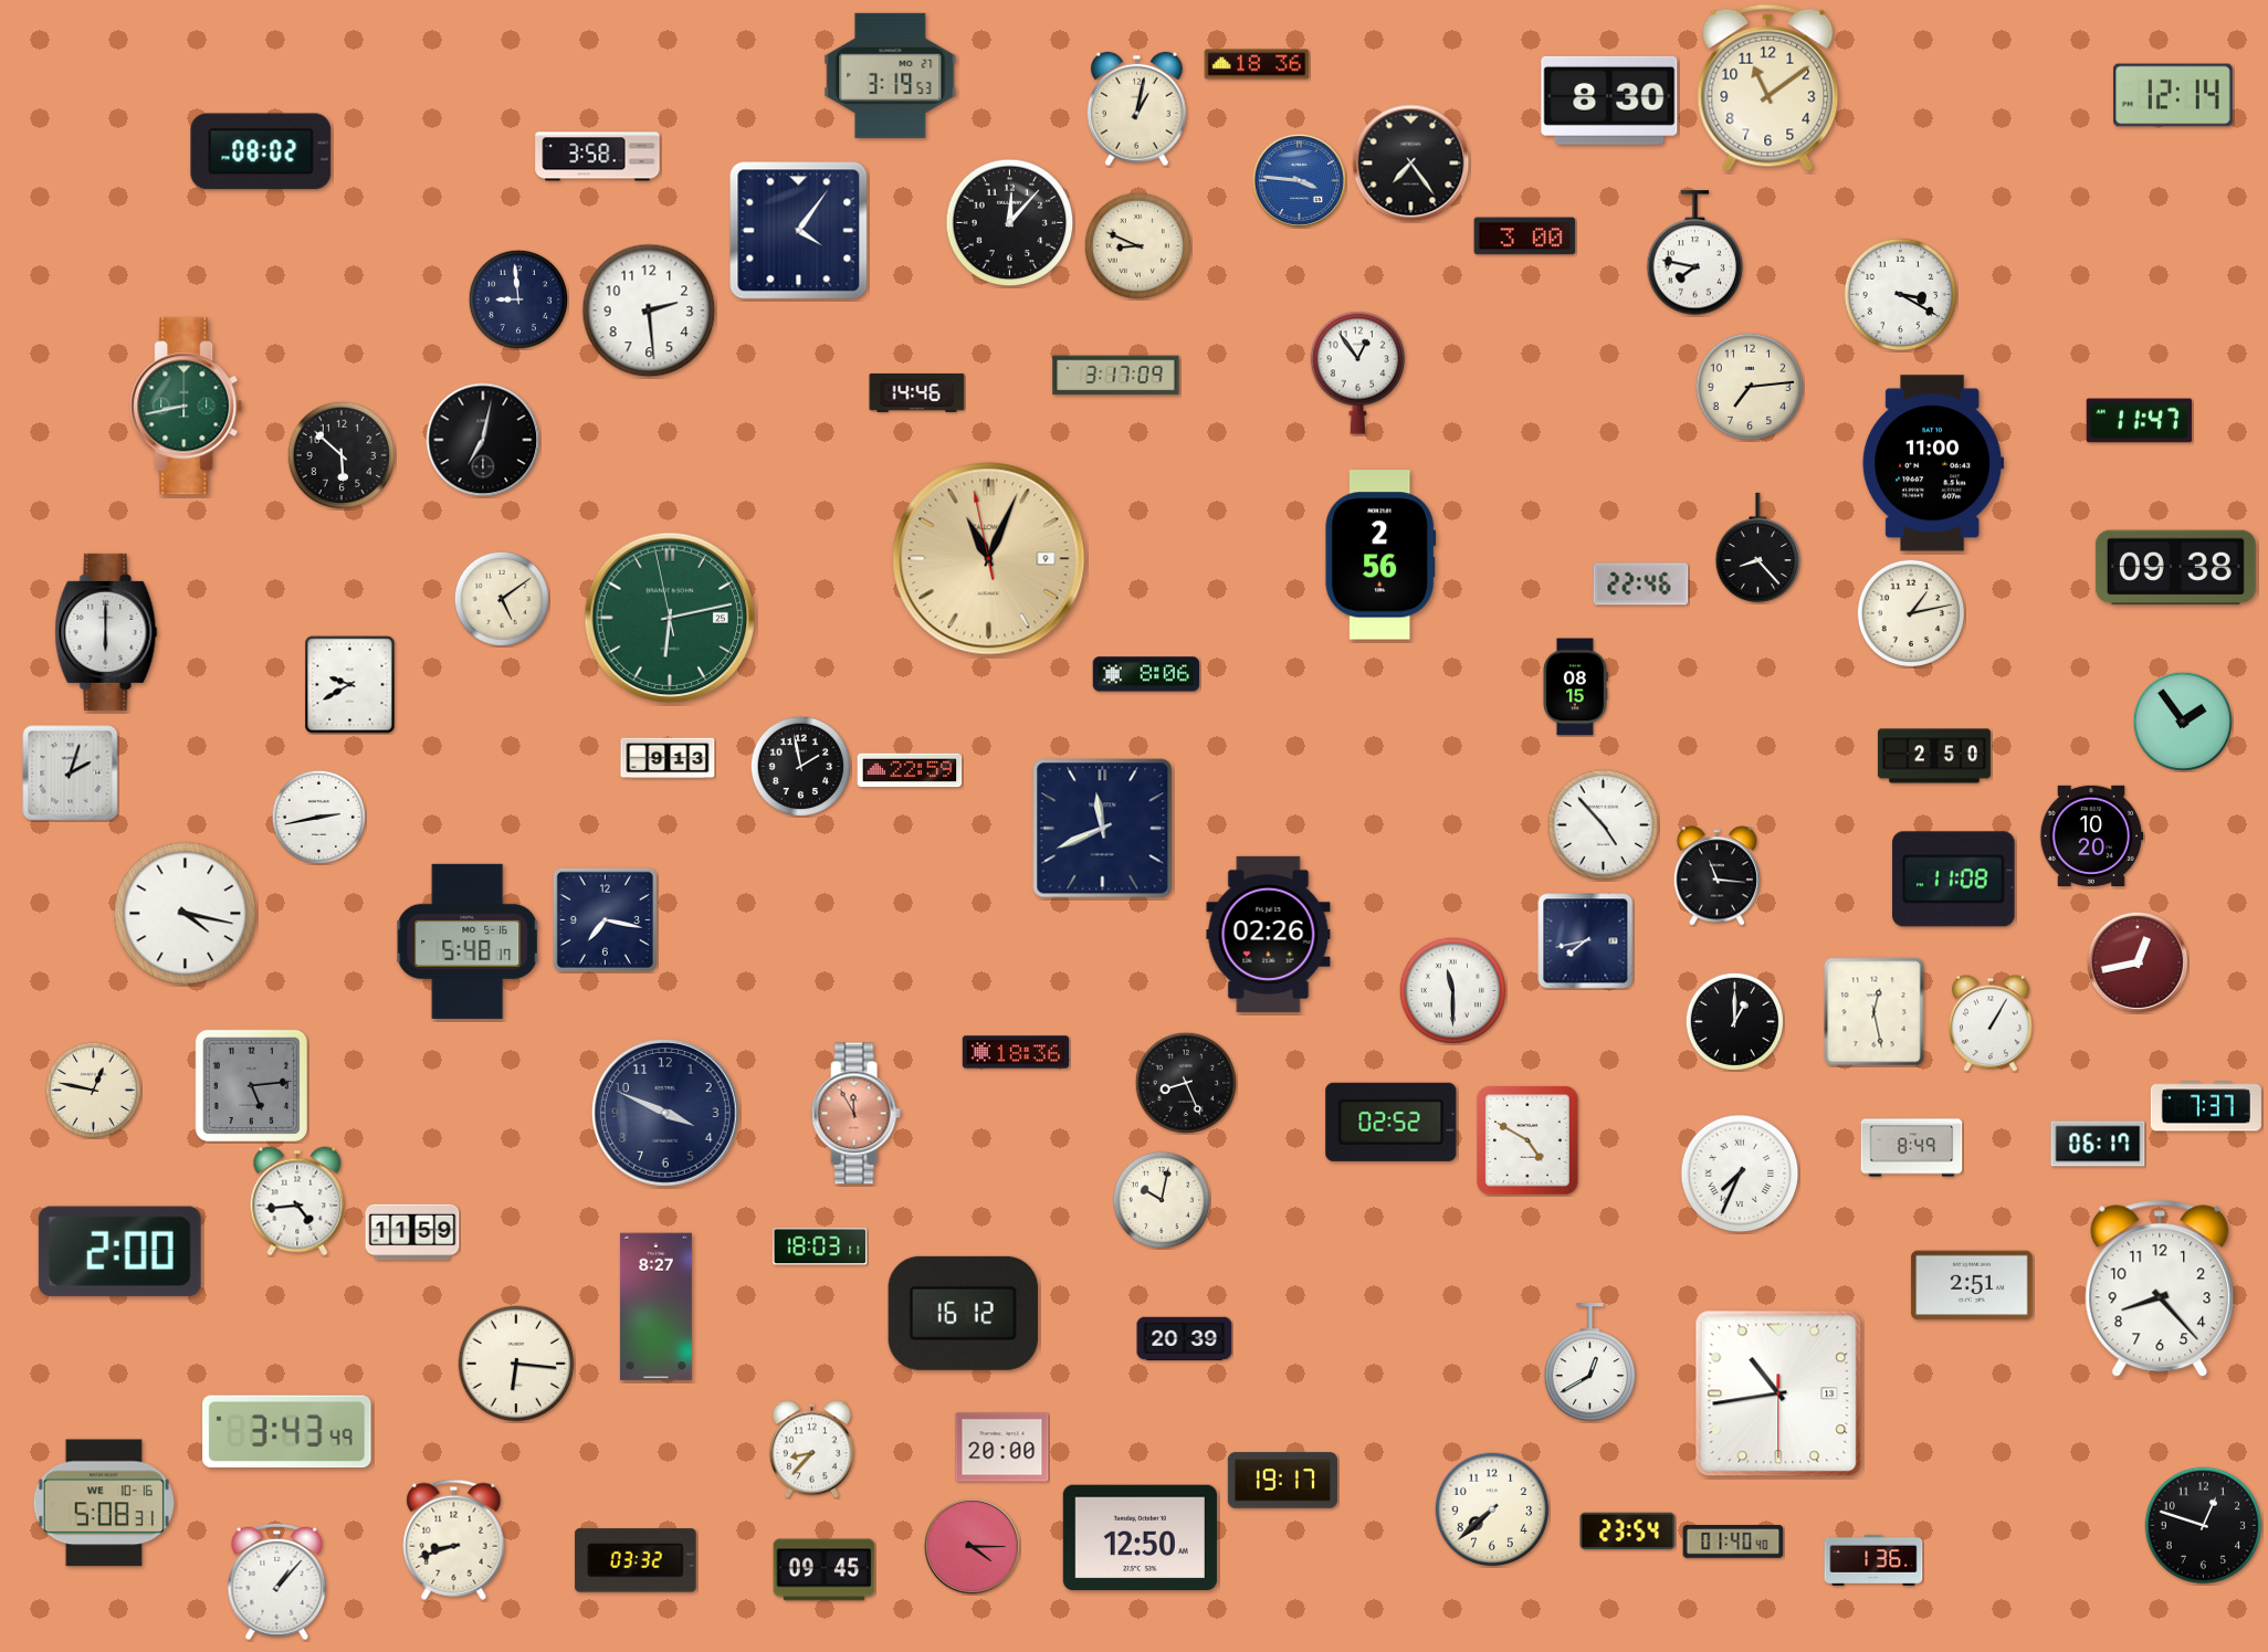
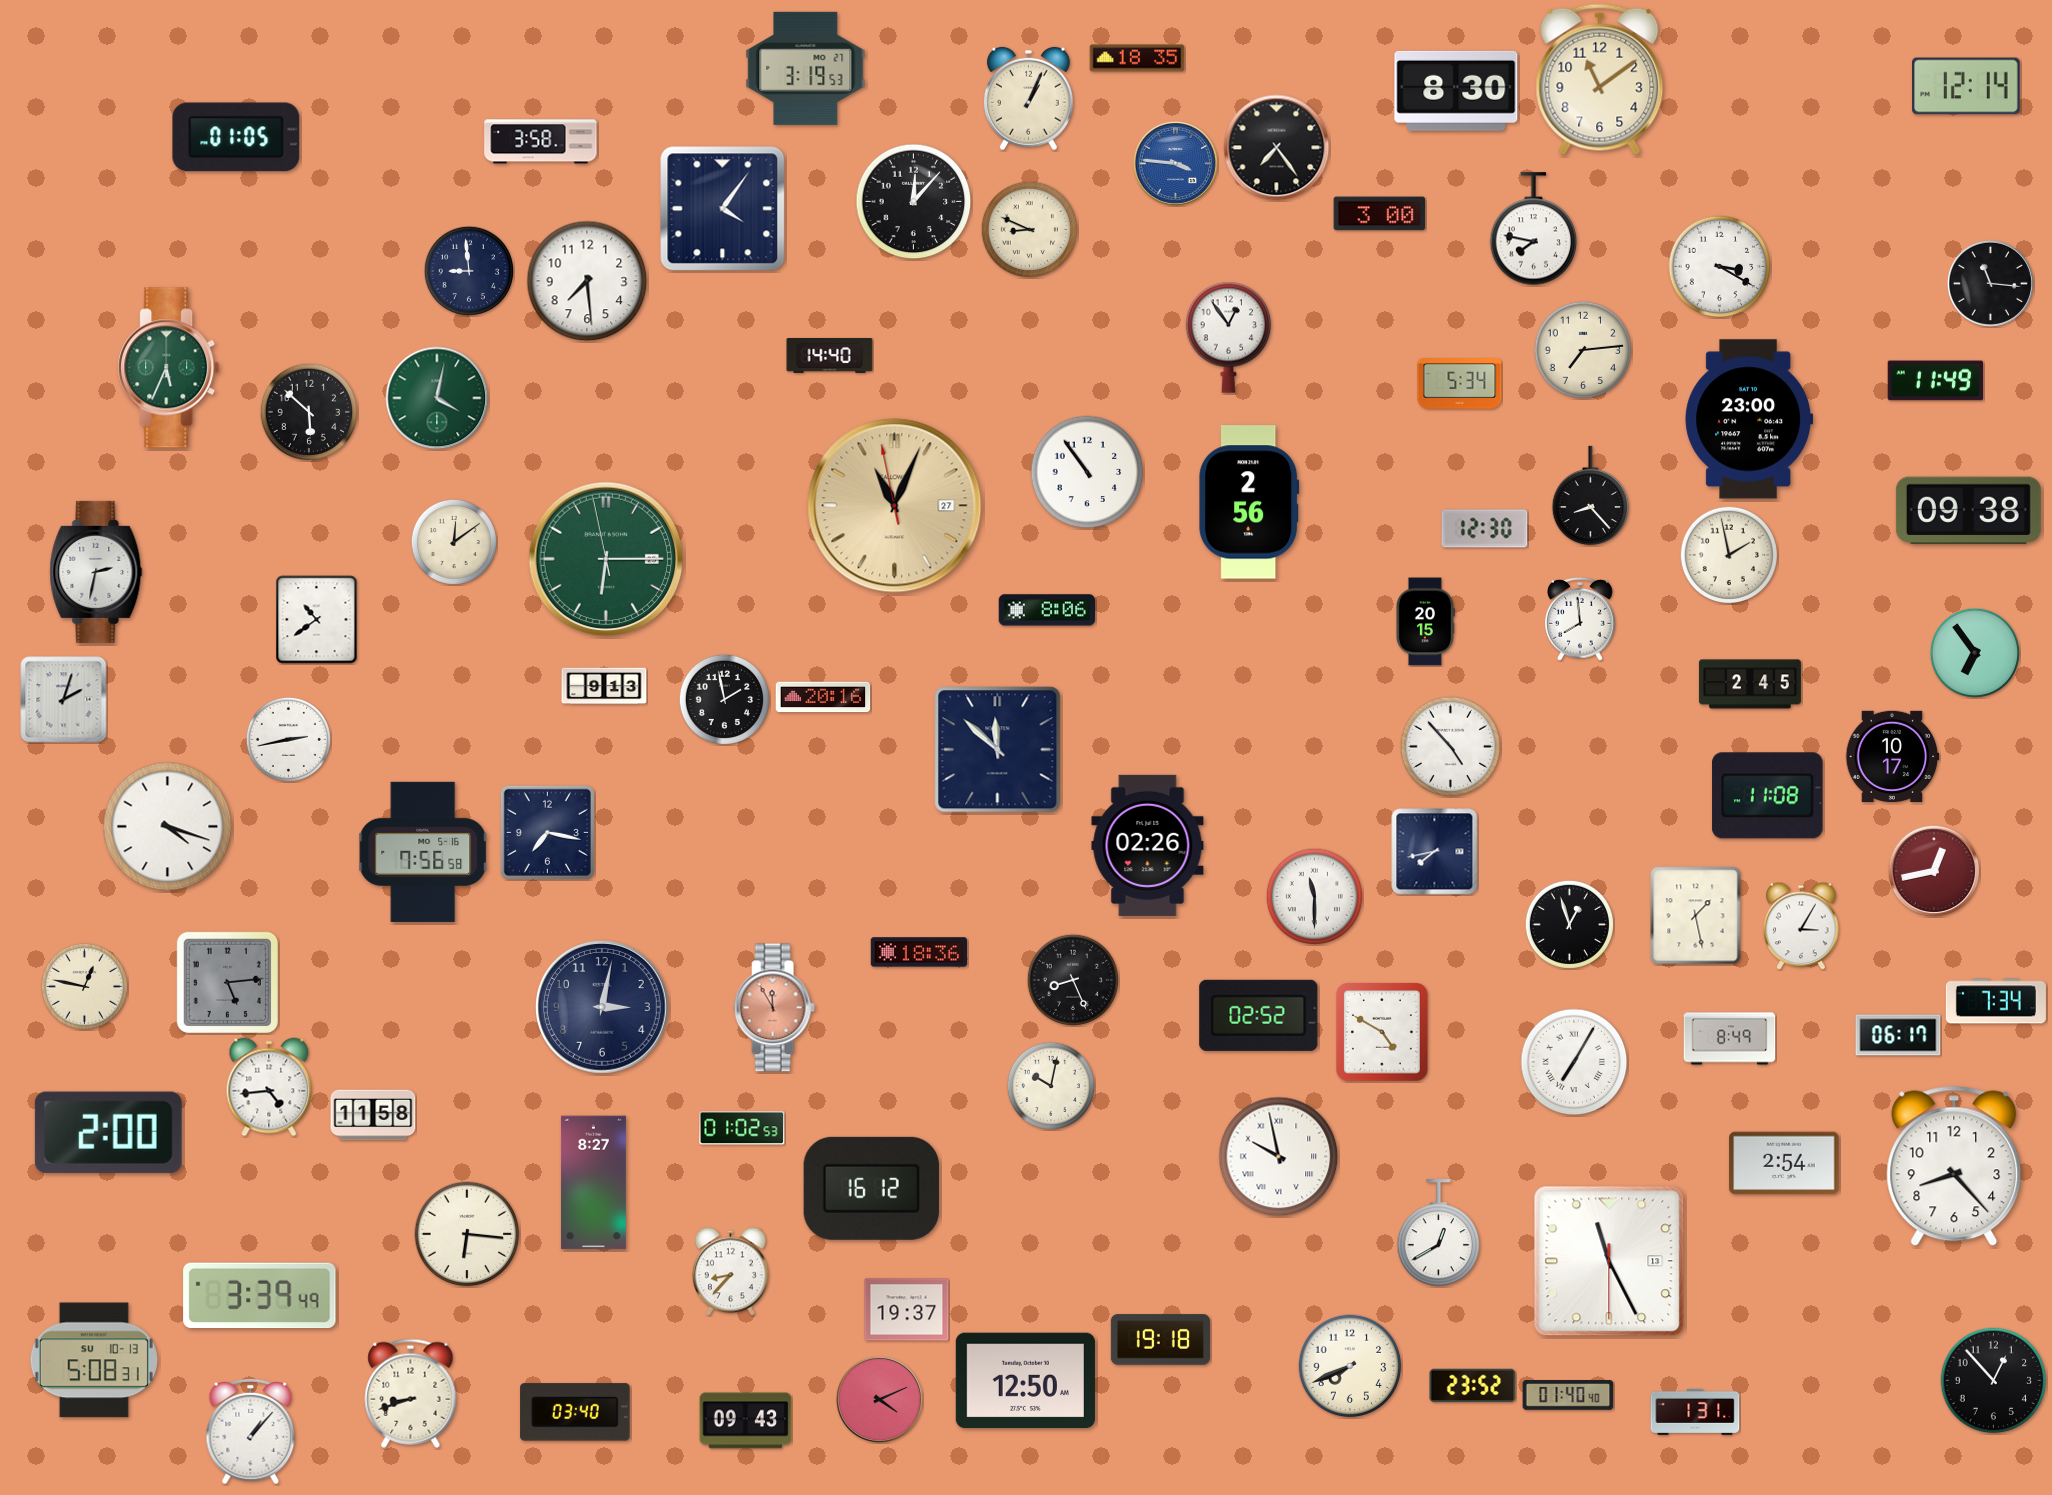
clock at (1257, 64): 18:36 -> 18:35
clock at (1136, 109): 1:02 -> 1:04
clock at (261, 151): 08:02 -> 01:05
clock at (1137, 245) position: (1137, 245) -> (1029, 229)
clock at (649, 311): 2:29 -> 7:29
clock at (1990, 283): none -> 11:16
clock at (1116, 376): 3:17 -> none
clock at (917, 392): 14:46 -> 14:40
clock at (187, 407): 8:43 -> 5:34
clock at (2140, 421): 11:47 -> 11:49
clock at (1460, 384): none -> 5:34
clock at (483, 440): 7:02 -> 4:02
clock at (483, 440) dial: black -> green
clock at (1933, 463): 11:00 -> 23:00
clock at (1087, 472): none -> 10:54
clock at (989, 559) date: 9 -> 27
clock at (2175, 568) position: (2175, 568) -> (1968, 511)
clock at (1641, 585): 22:46 -> 12:30
clock at (502, 599): 5:09 -> 12:09
clock at (1911, 613): 1:13 -> 1:58
clock at (670, 618): 6:12 -> 6:14
clock at (106, 632): 6:00 -> 2:32
clock at (1146, 674) position: (1146, 674) -> (1047, 610)
clock at (350, 685): 9:40 -> 10:39
clock at (1580, 620): none -> 7:59
clock at (1575, 687): 08:15 -> 20:15
clock at (2183, 722): 1:54 -> 6:54
clock at (1934, 756): 2:50 -> 2:45
clock at (800, 766) position: (800, 766) -> (724, 699)
clock at (910, 770): 22:59 -> 20:16
clock at (1103, 829): 11:41 -> 11:52
clock at (2091, 835): 10:20 -> 10:17
clock at (1716, 876): 11:16 -> none
clock at (186, 914): 4:17 -> 4:18
clock at (469, 941): 5:48 -> 7:56
clock at (1875, 1012): 12:28 -> 1:28
clock at (1734, 1021): 1:00 -> 12:57
clock at (1991, 1023): 1:05 -> 3:05
clock at (2206, 1106): 7:37 -> 7:34
clock at (666, 1114): 3:49 -> 3:02
clock at (1740, 1174): 7:34 -> 7:05
clock at (412, 1232): 11:59 -> 11:58
clock at (820, 1246): 18:03 -> 01:02
clock at (1279, 1157): none -> 9:58
clock at (1972, 1285): 2:51 -> 2:54
clock at (1185, 1339): 20:39 -> none
clock at (1778, 1393): 10:43 -> 11:25
clock at (287, 1432): 3:43 -> 3:39
clock at (1002, 1448): 20:00 -> 19:37
clock at (811, 1450) position: (811, 1450) -> (730, 1272)
clock at (1282, 1481): 19:17 -> 19:18
clock at (104, 1503) date: WE 10-16 -> SU 10-13
clock at (1492, 1509): 7:38 -> 7:41
clock at (2204, 1526): 12:48 -> 12:53
clock at (1628, 1532): 23:54 -> 23:52
clock at (1140, 1538) position: (1140, 1538) -> (1025, 1381)
clock at (972, 1546): 4:15 -> 4:11
clock at (636, 1560): 03:32 -> 03:40
clock at (1873, 1560): 1:36 -> 1:31
clock at (825, 1570): 09:45 -> 09:43
